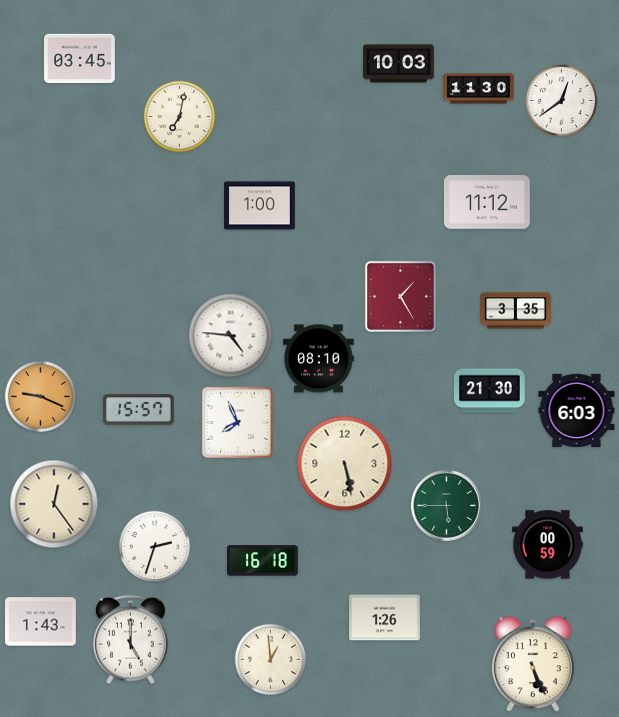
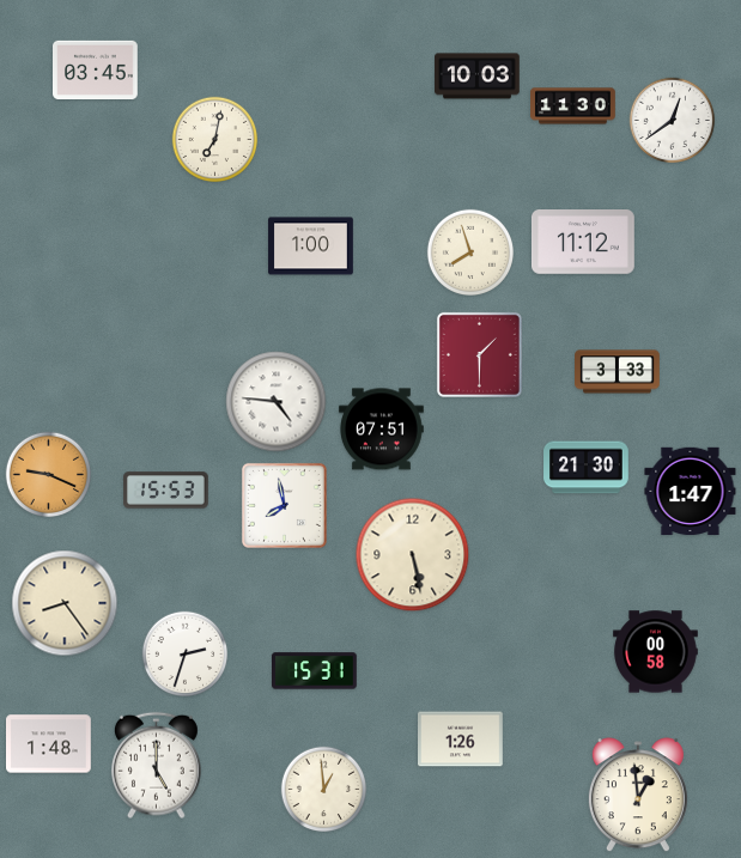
clock at (469, 251): none -> 7:57
clock at (400, 296): 1:25 -> 1:30
clock at (516, 311): 3:35 -> 3:33
clock at (319, 359): 08:10 -> 07:51
clock at (139, 410): 15:57 -> 15:53
clock at (577, 411): 6:03 -> 1:47
clock at (237, 422): 7:56 -> 7:58
clock at (54, 504): 12:24 -> 8:24
clock at (447, 506): 5:45 -> none
clock at (548, 545): 00:59 -> 00:58
clock at (263, 561): 16:18 -> 15:31
clock at (41, 622): 1:43 -> 1:48
clock at (533, 665): 5:26 -> 12:59
